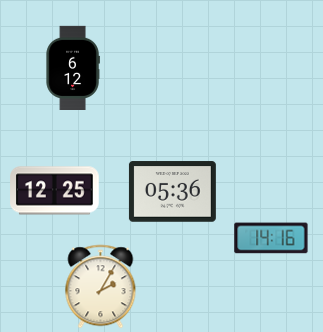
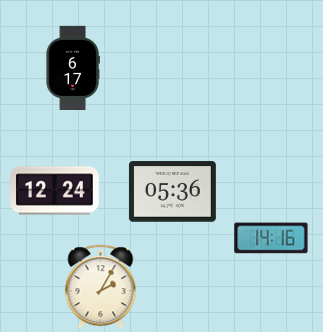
clock at (73, 67): 6:12 -> 6:17
clock at (55, 191): 12:25 -> 12:24
